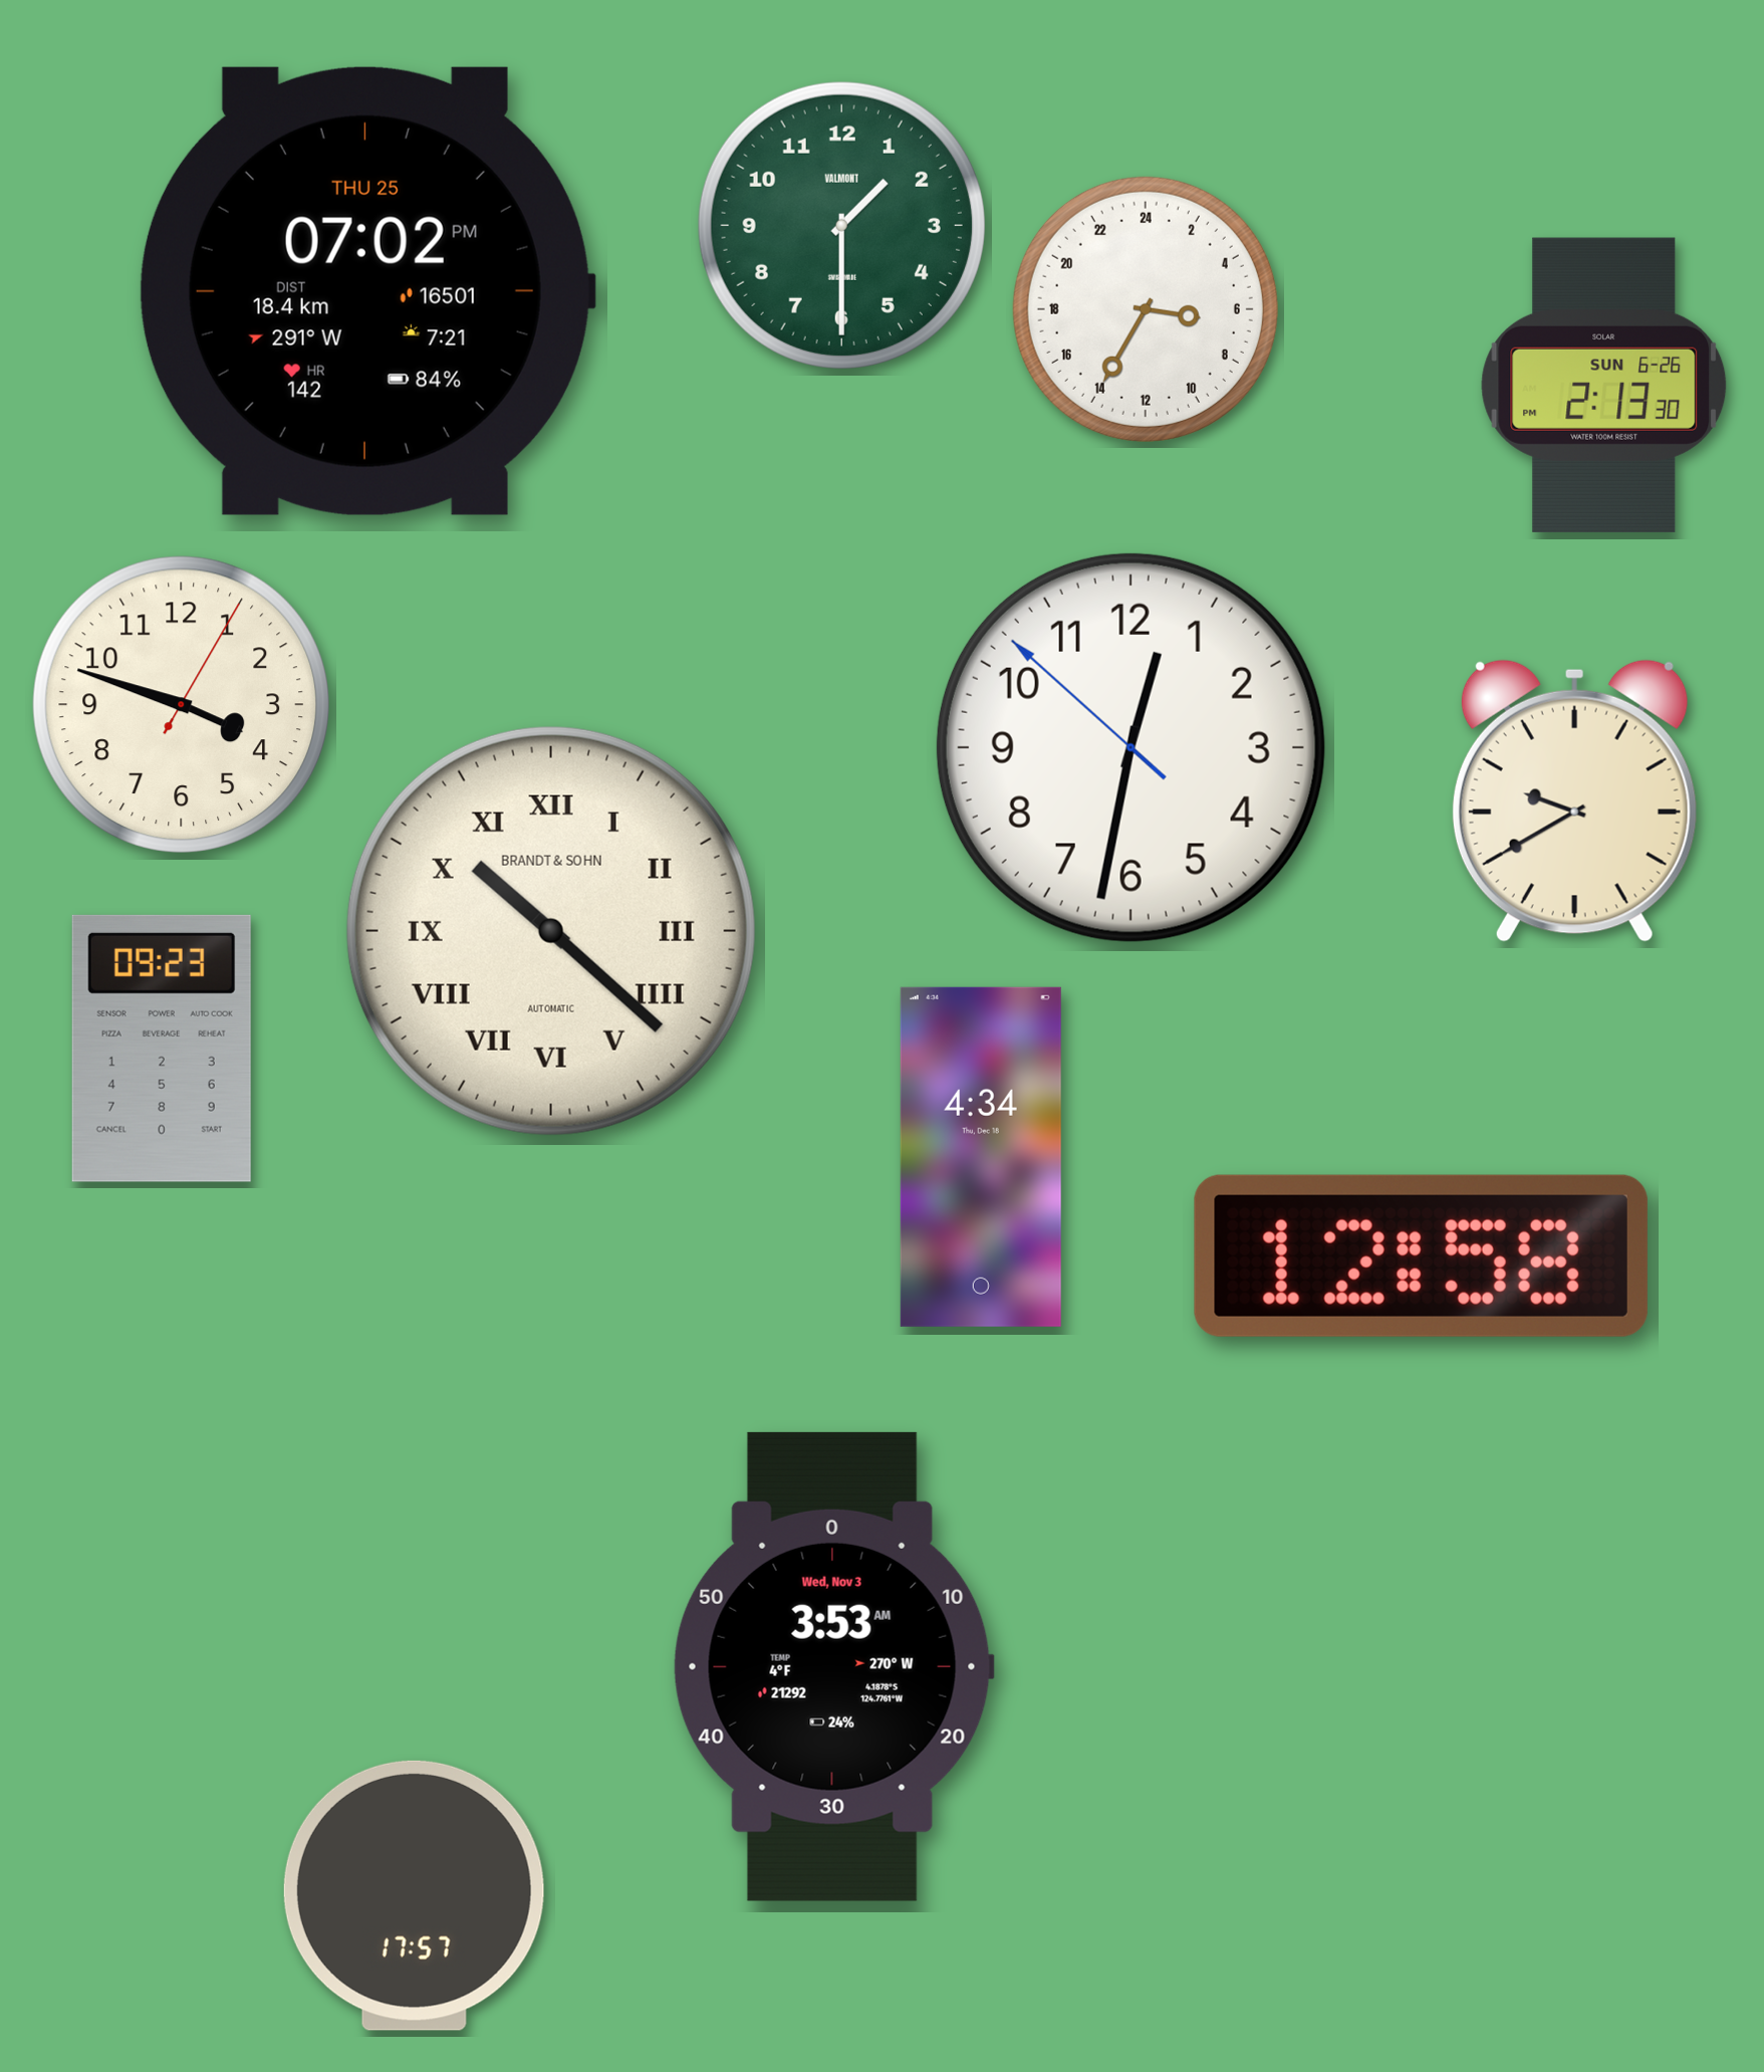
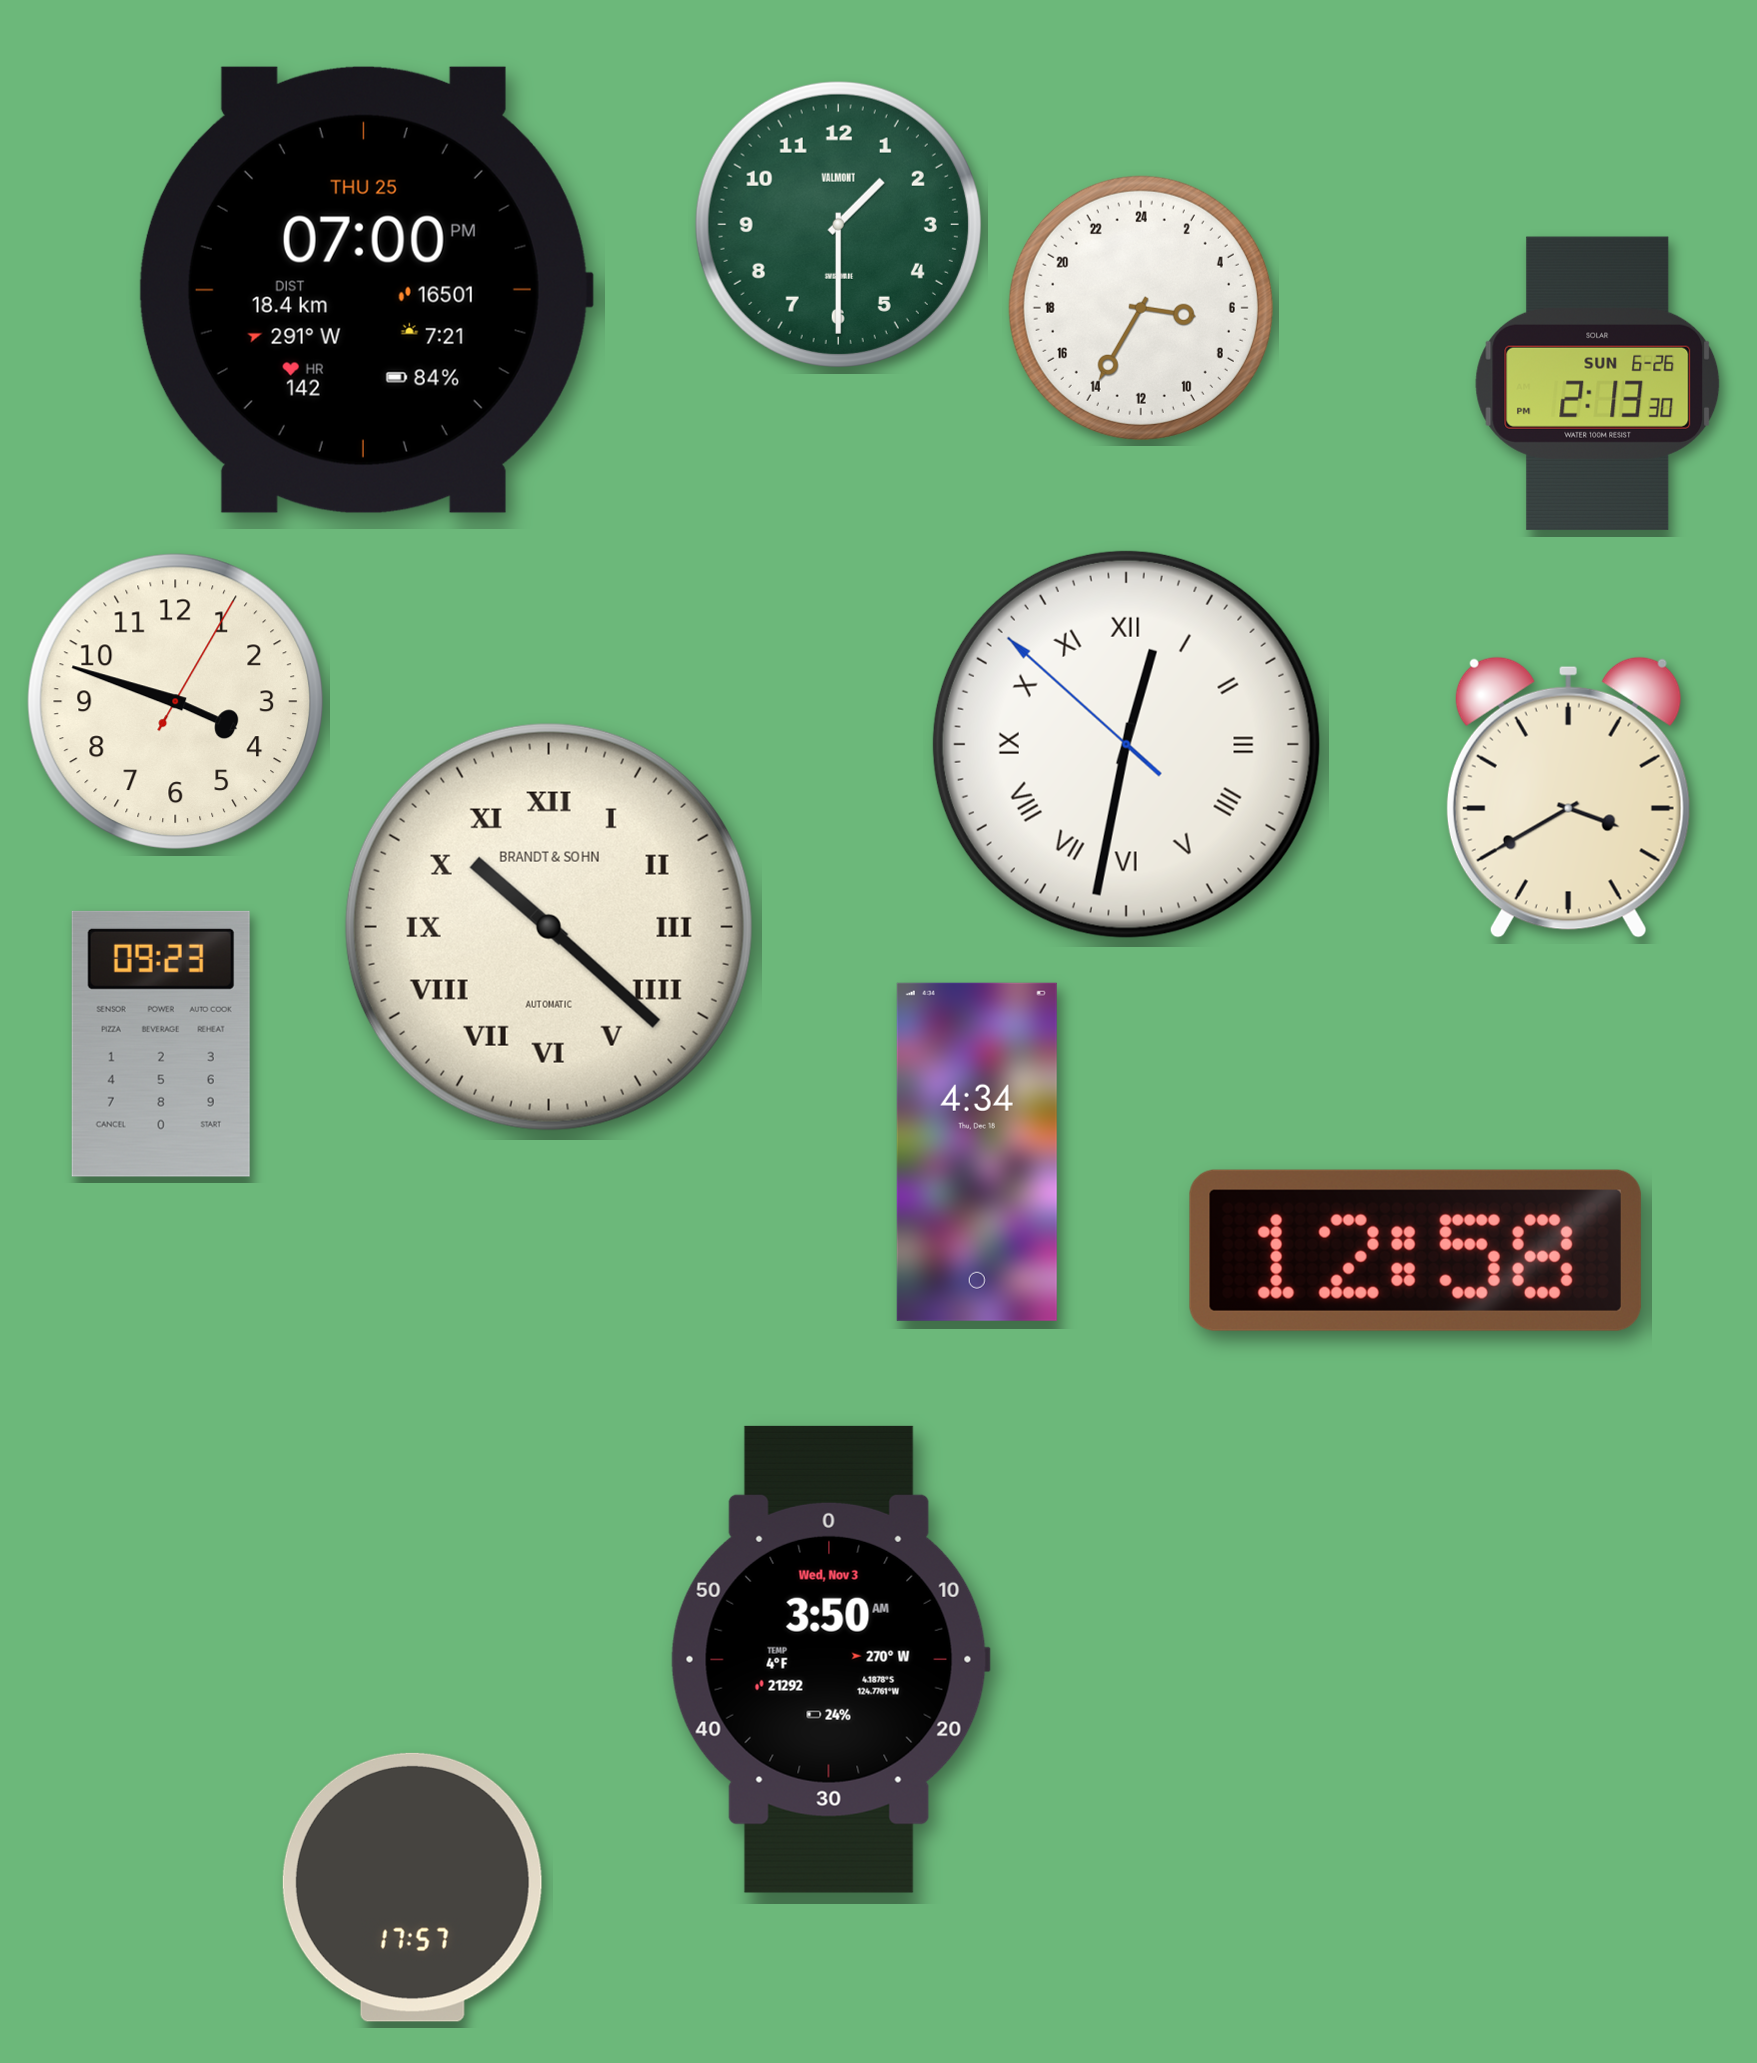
clock at (366, 291): 07:02 -> 07:00
clock at (181, 704) position: (181, 704) -> (175, 701)
clock at (1130, 747) numerals: Arabic -> Roman
clock at (1574, 800): 9:40 -> 3:40
clock at (833, 1666): 3:53 -> 3:50
